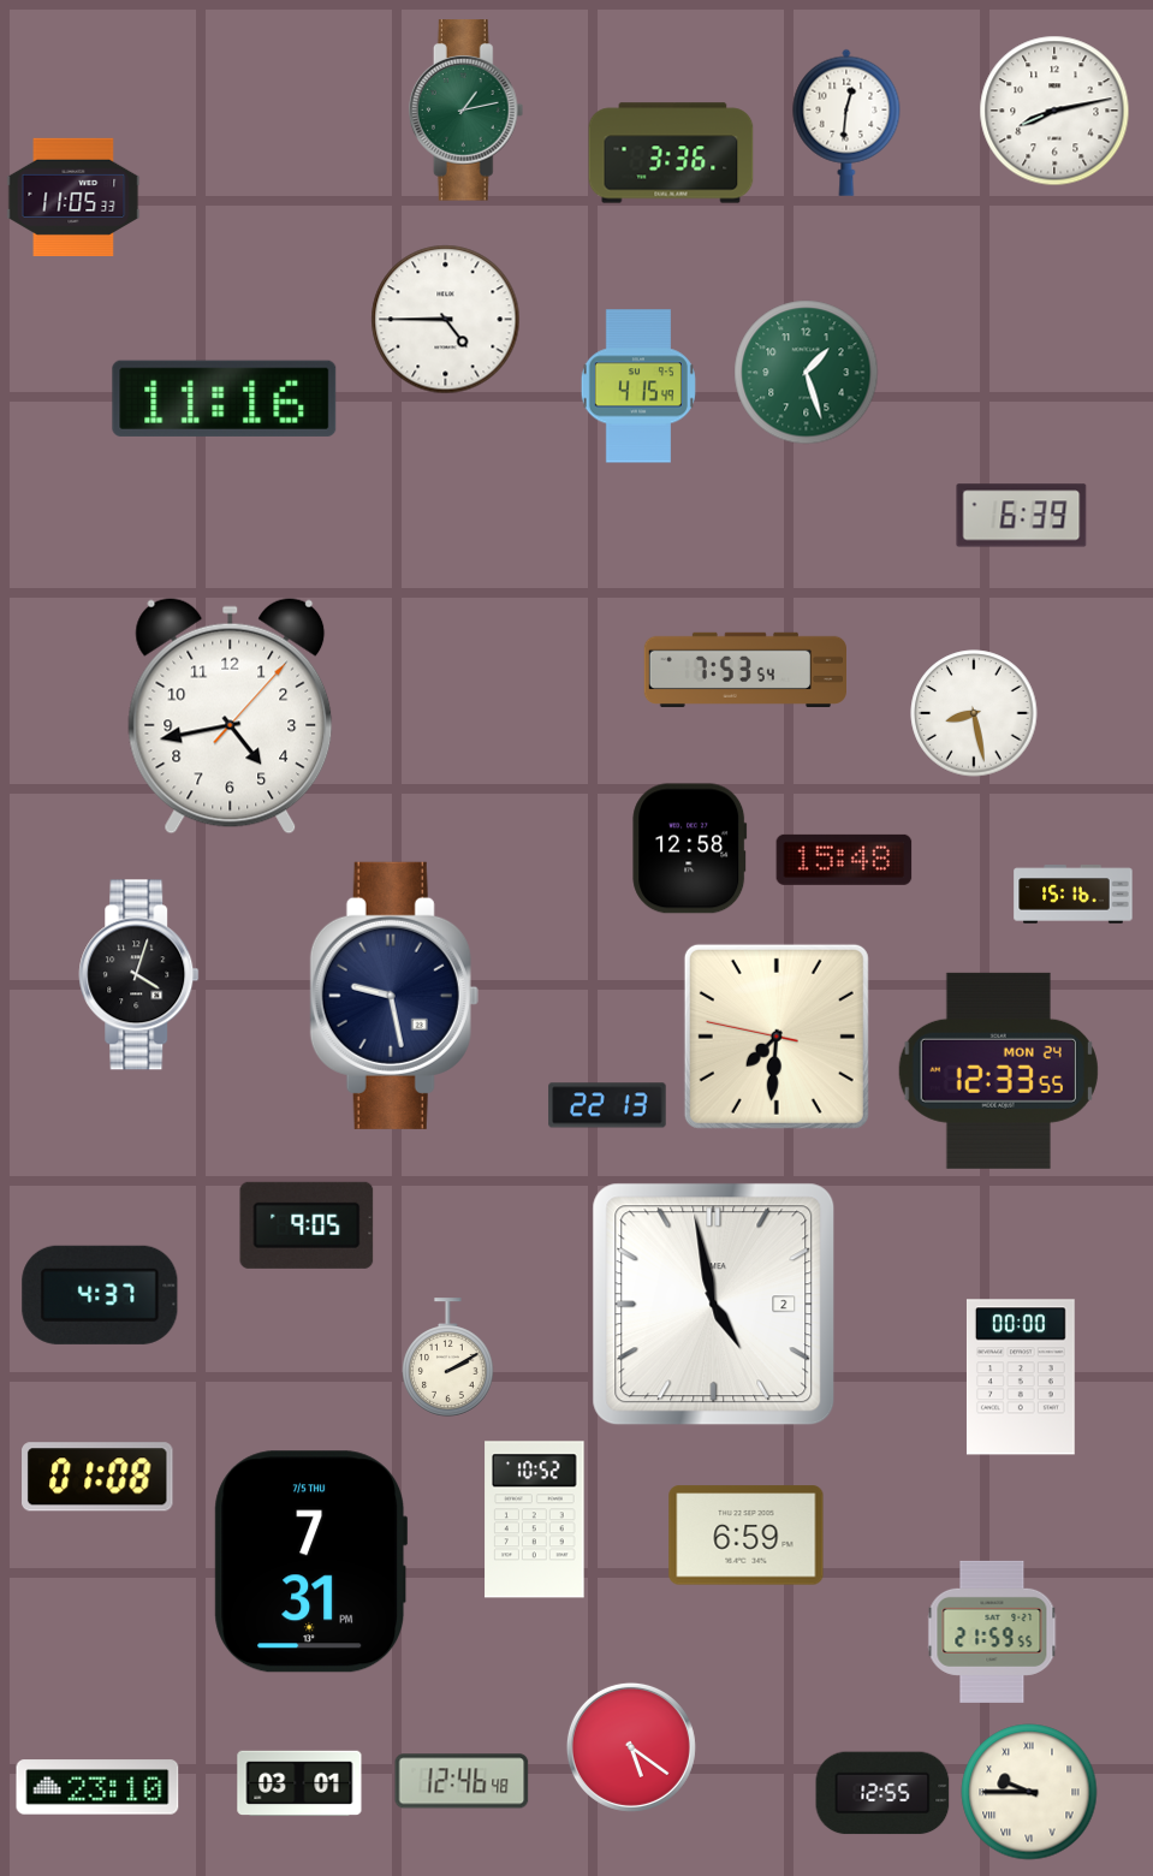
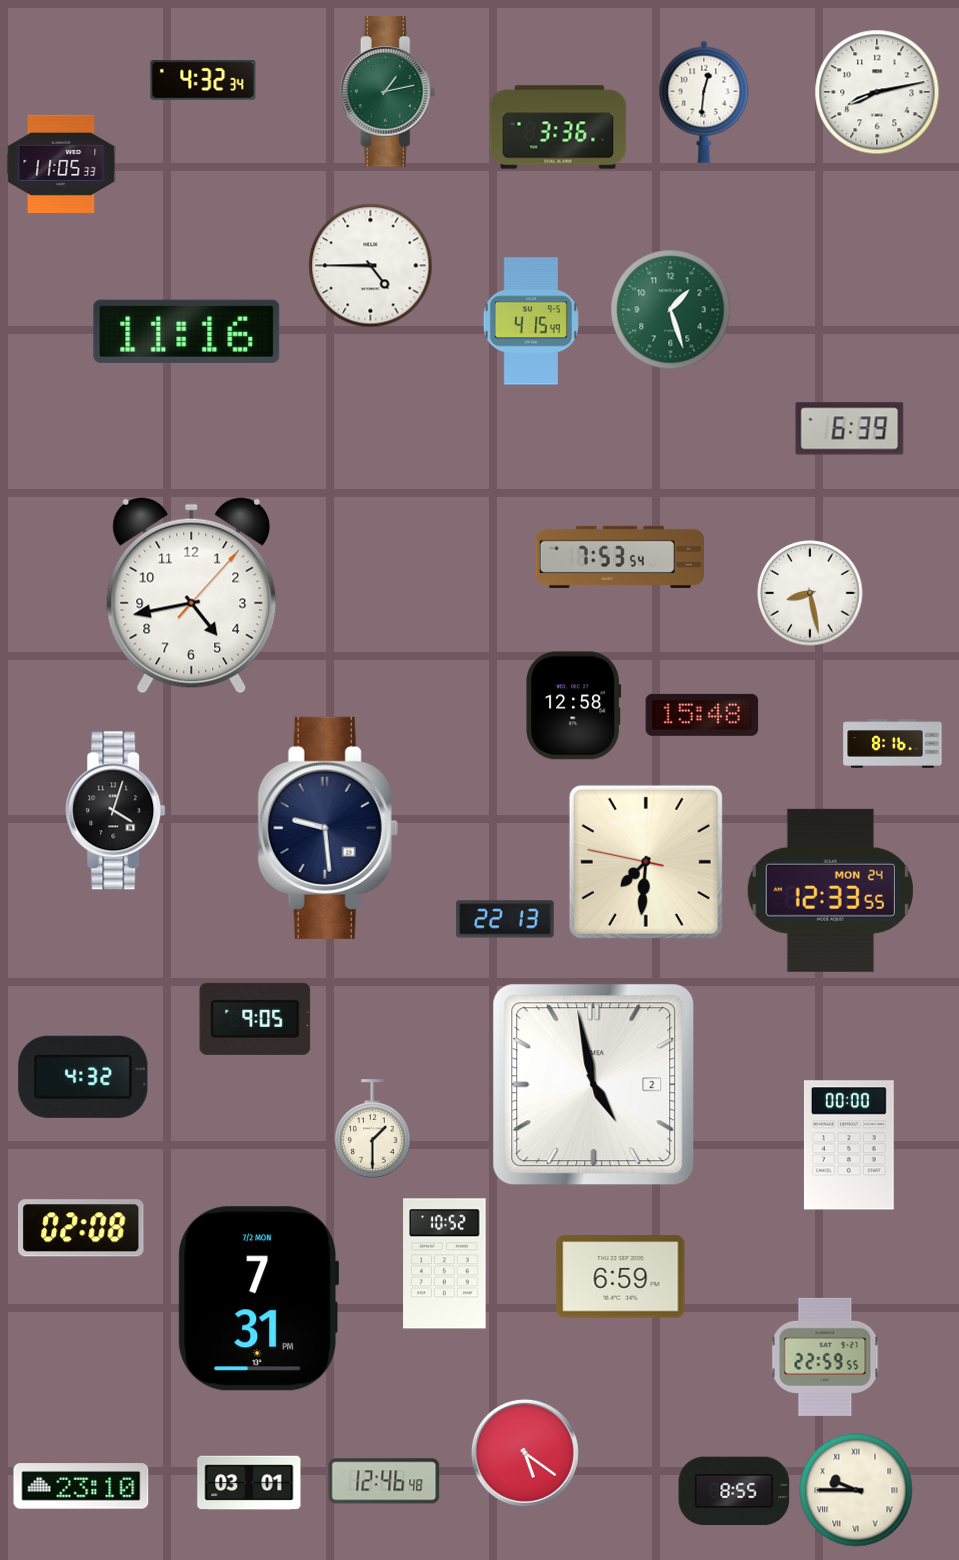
clock at (203, 80): none -> 4:32
clock at (1074, 895): 15:16 -> 8:16
clock at (394, 996): 9:28 -> 9:29
clock at (100, 1295): 4:37 -> 4:32
clock at (448, 1358): 2:10 -> 1:30
clock at (97, 1477): 01:08 -> 02:08
clock at (311, 1562) date: 7/5 THU -> 7/2 MON
clock at (992, 1632): 21:59 -> 22:59
clock at (882, 1793): 12:55 -> 8:55
